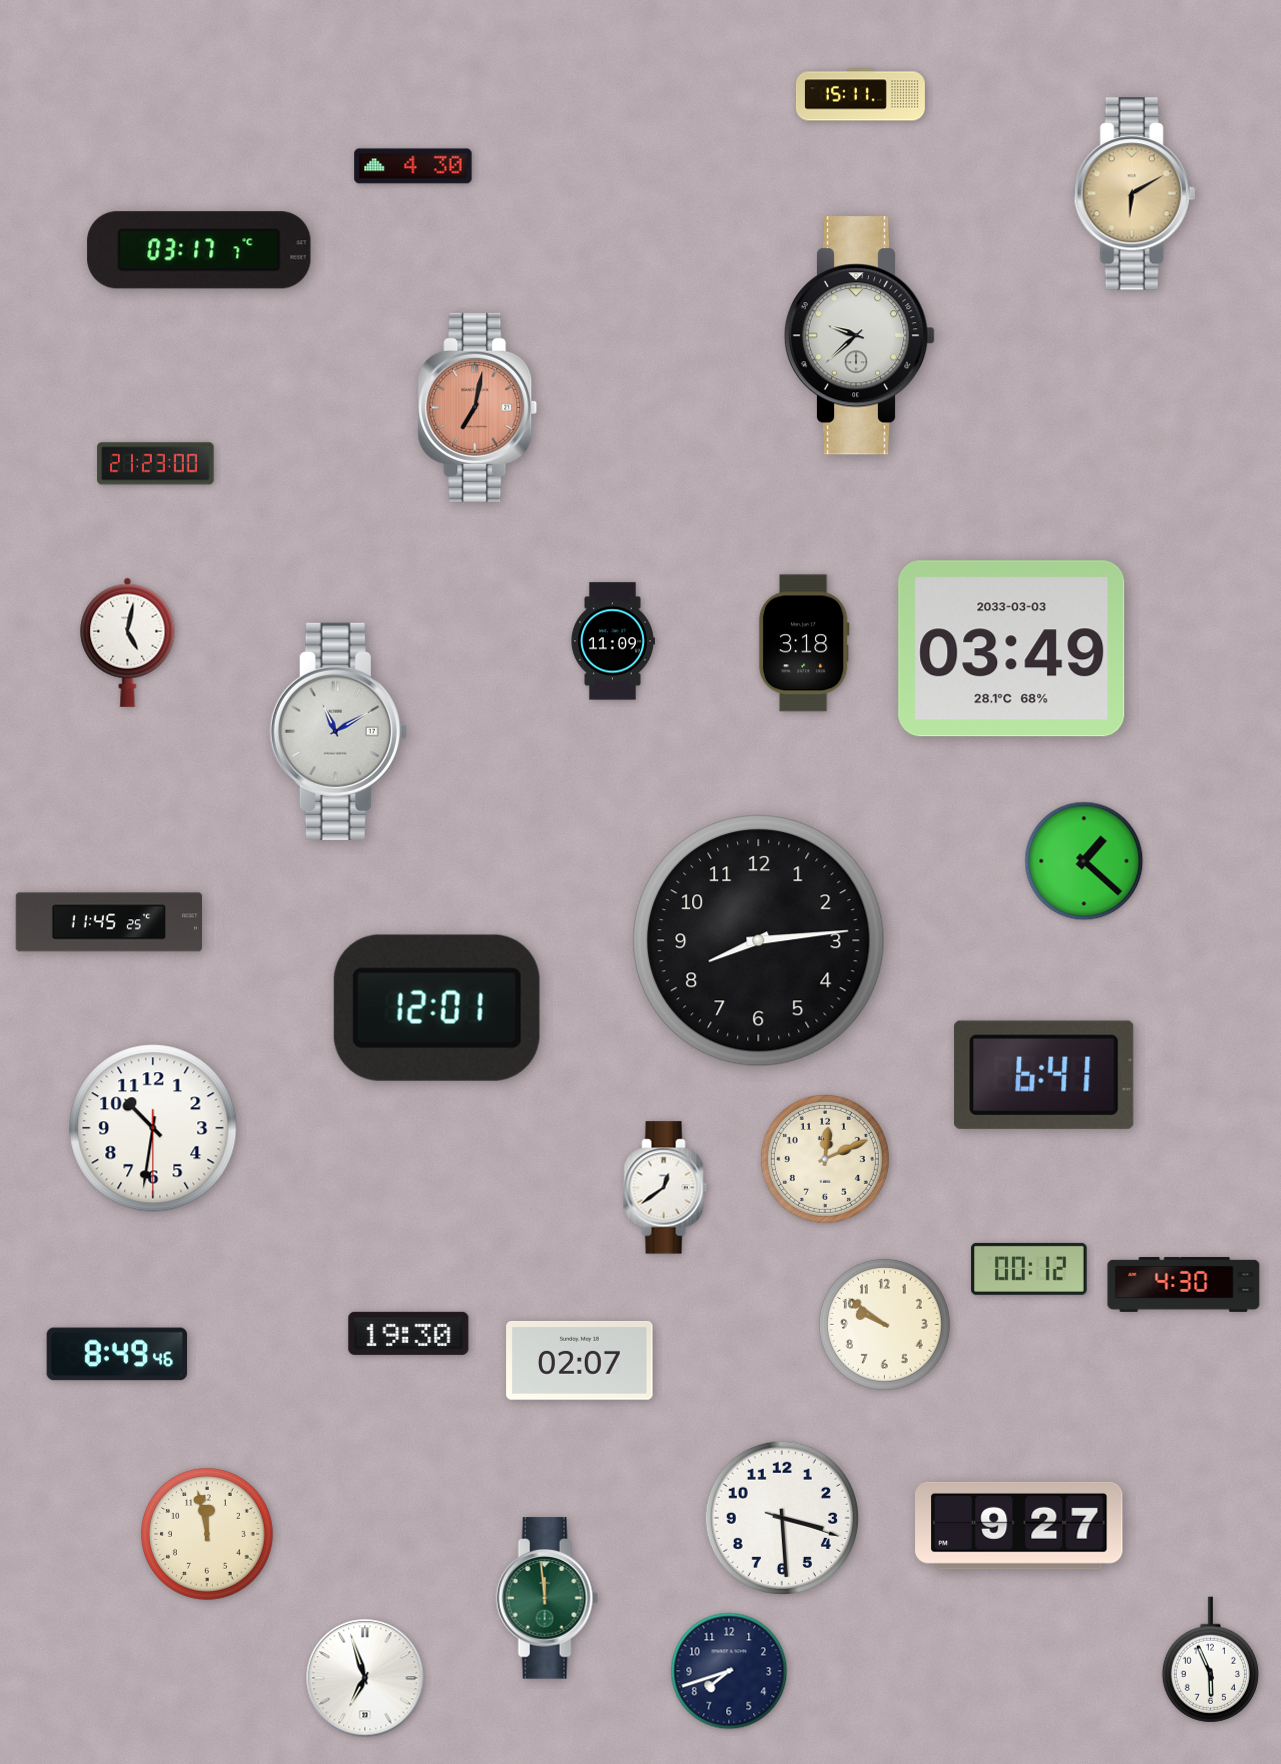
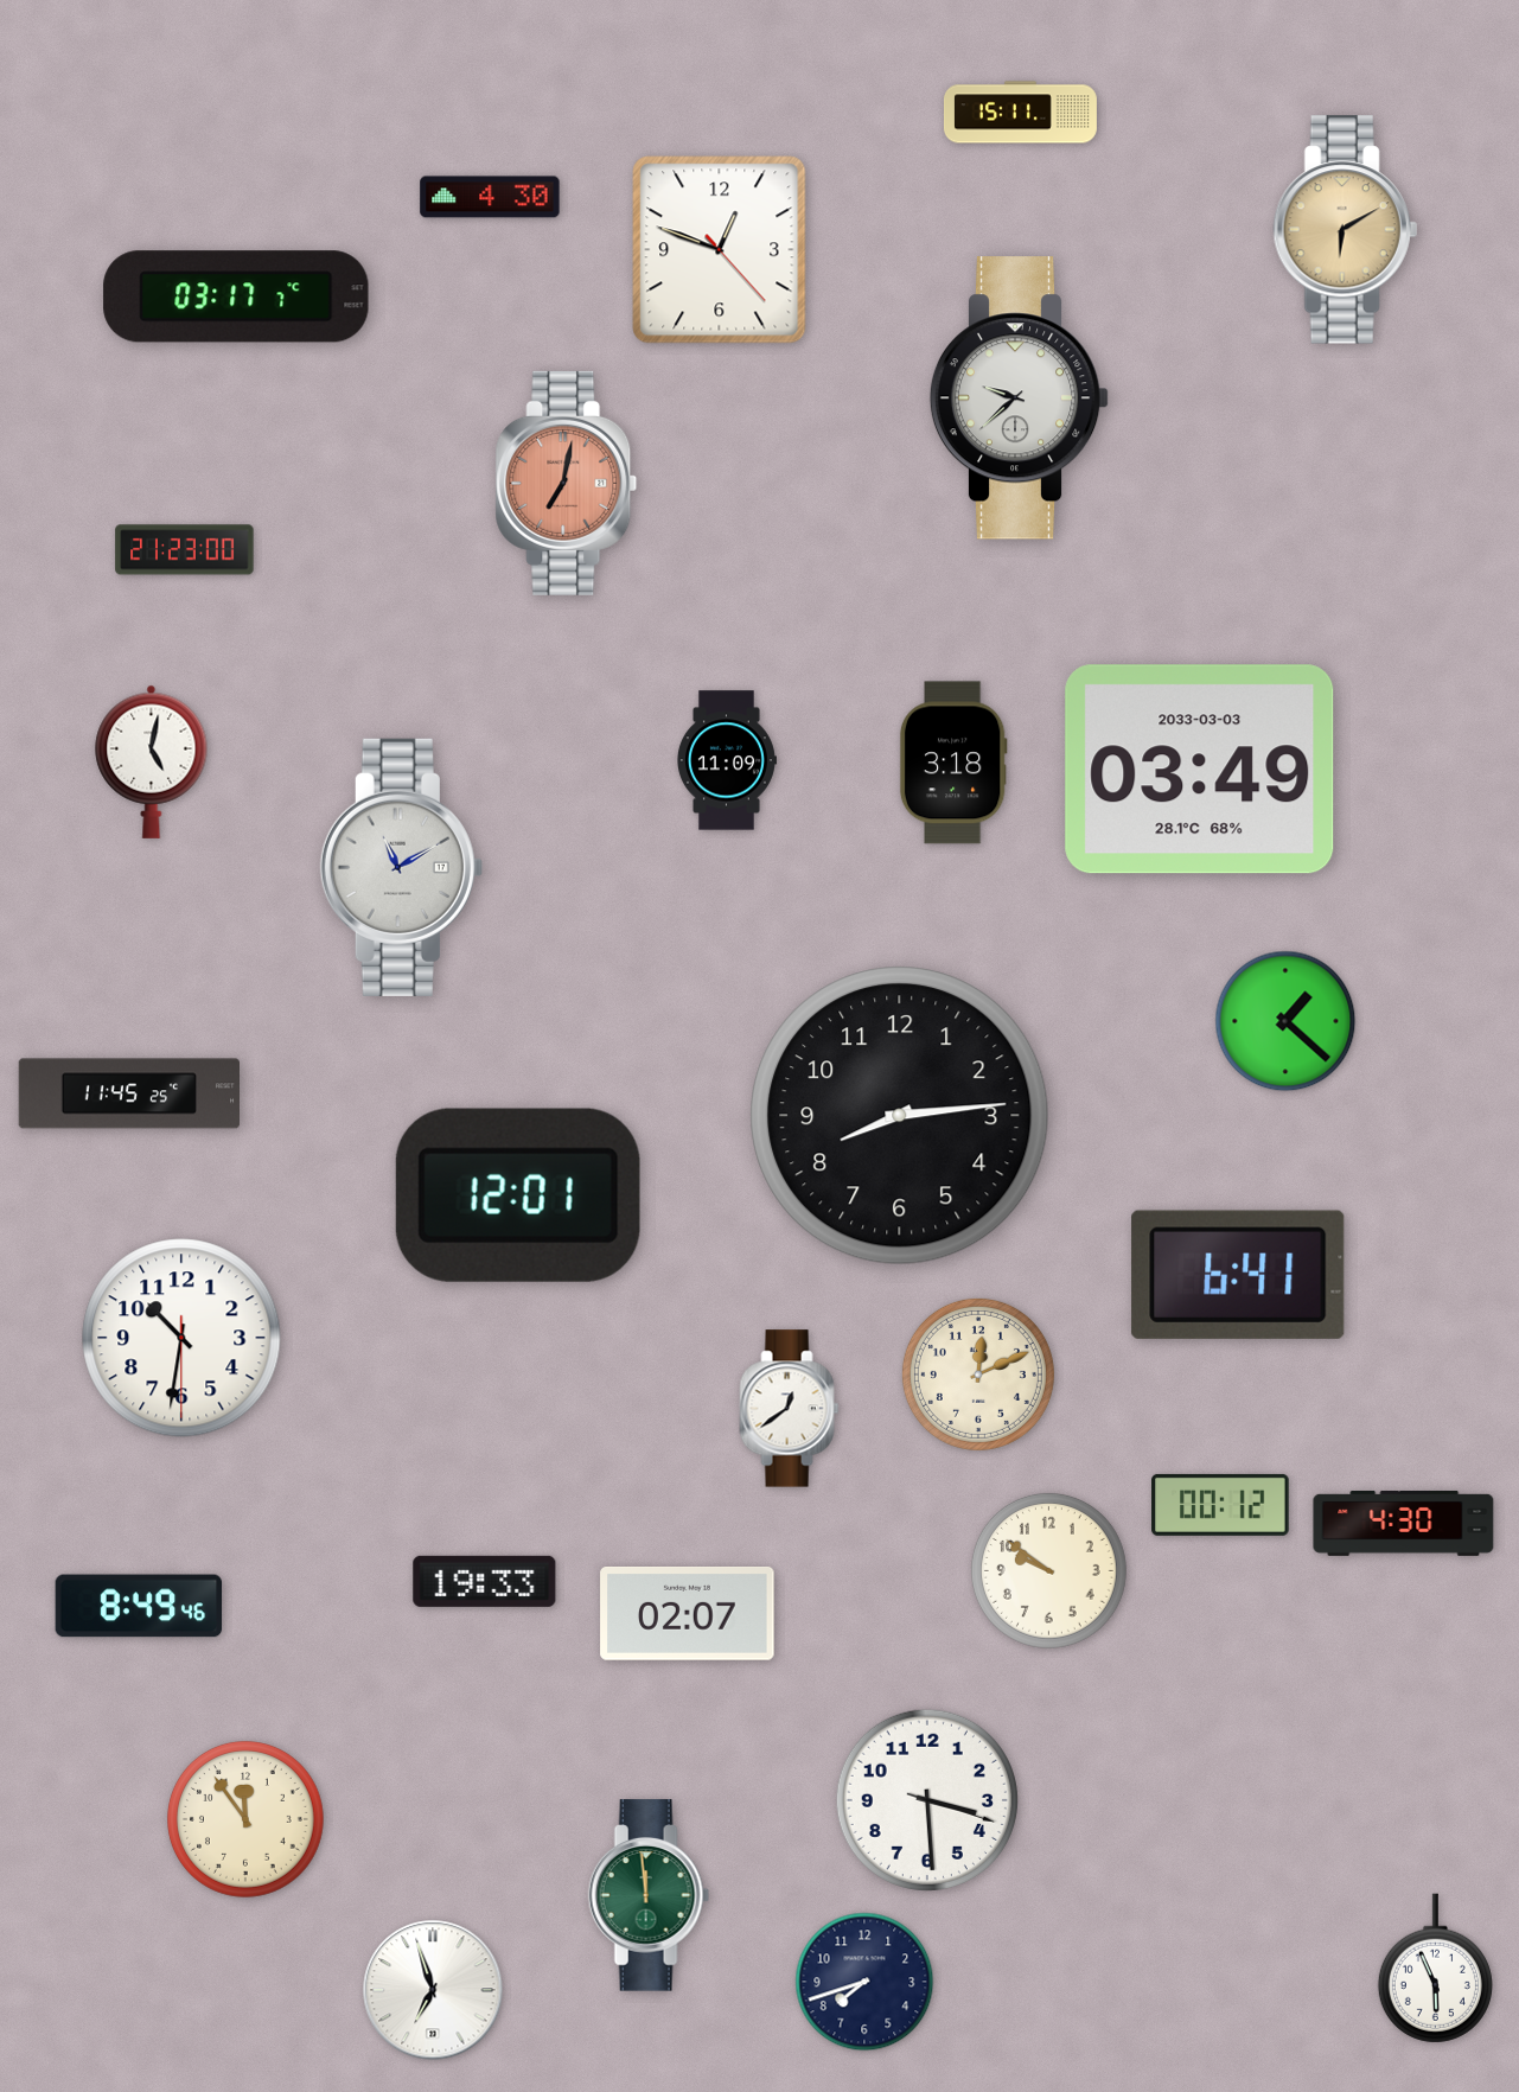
clock at (720, 250): none -> 12:48
clock at (409, 1333): 19:30 -> 19:33
clock at (1019, 1526): 9:27 -> none
clock at (208, 1535): 11:58 -> 11:54
